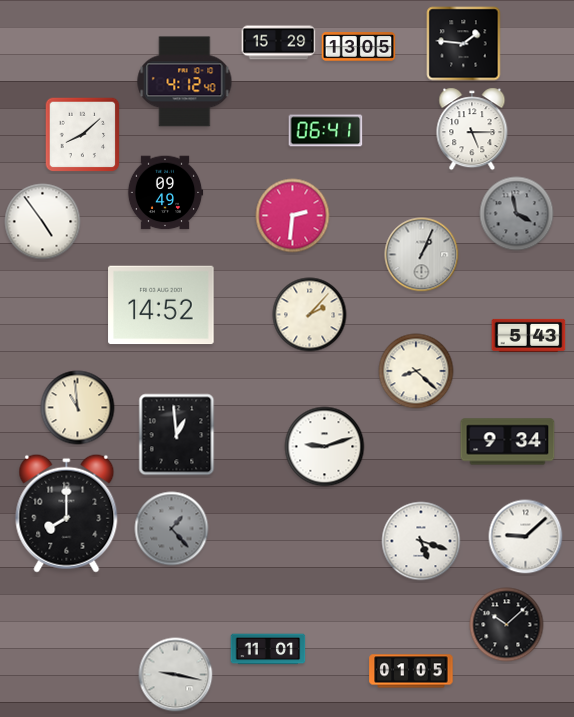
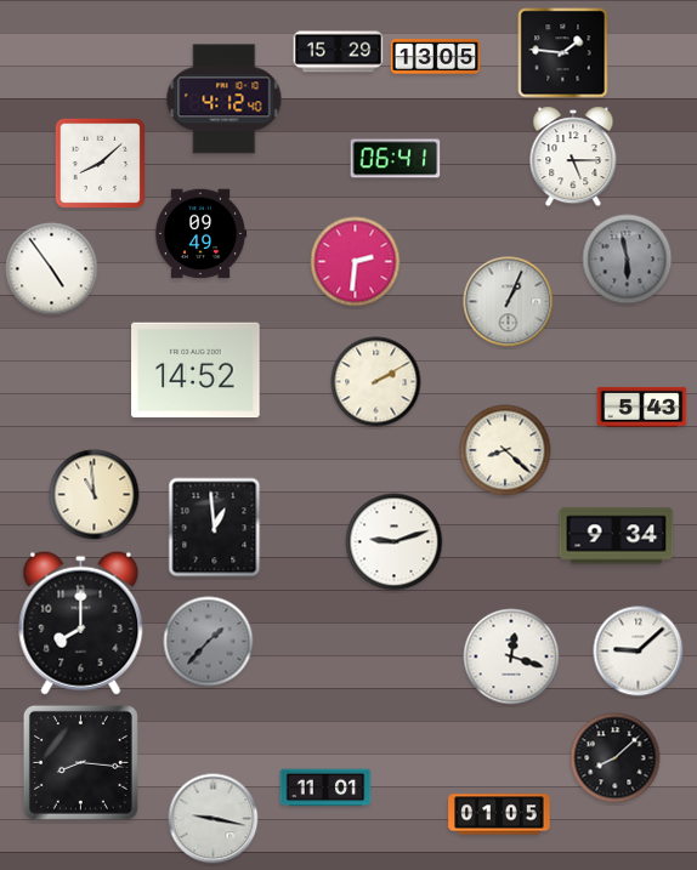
clock at (517, 214): 3:58 -> 5:58
clock at (422, 255) position: (422, 255) -> (509, 302)
clock at (310, 315): 2:07 -> 2:10
clock at (172, 529): 1:23 -> 1:37
clock at (421, 541): 5:18 -> 12:18
clock at (507, 625): 10:08 -> 8:08
clock at (80, 762): none -> 8:16
